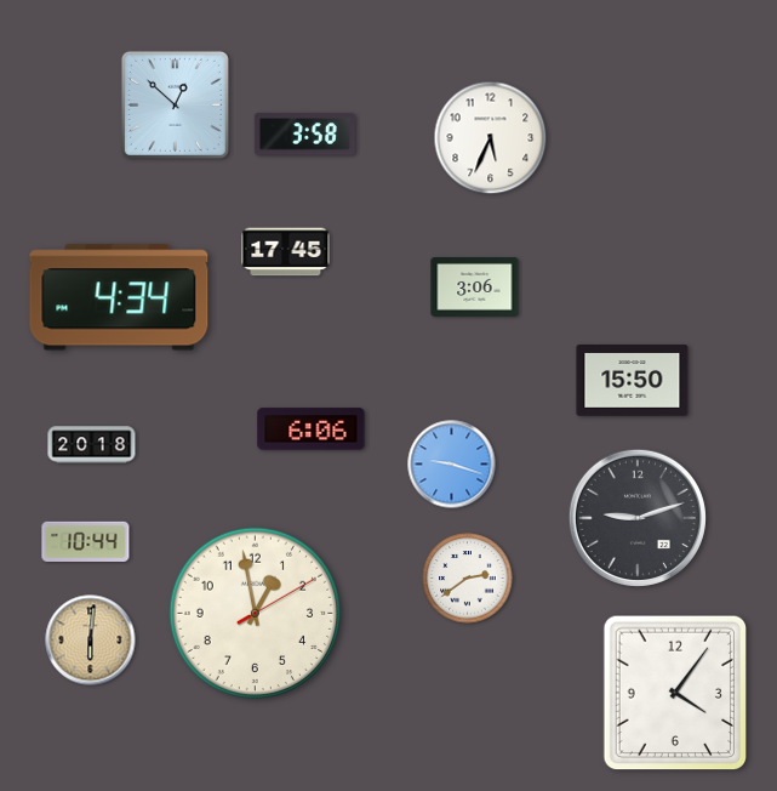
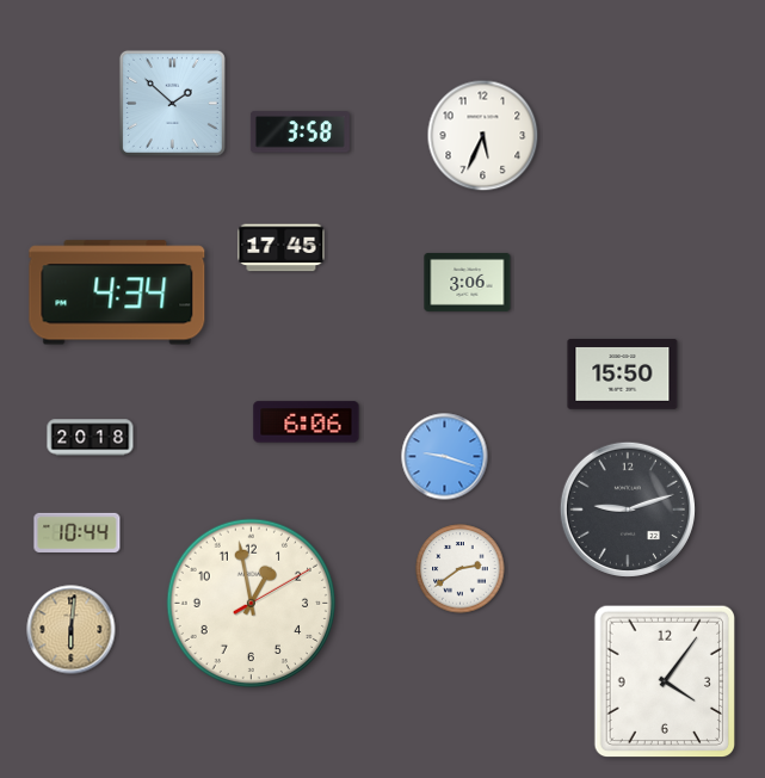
clock at (175, 104): 12:52 -> 1:52
clock at (86, 541) position: (86, 541) -> (78, 532)
clock at (91, 641) position: (91, 641) -> (72, 630)
